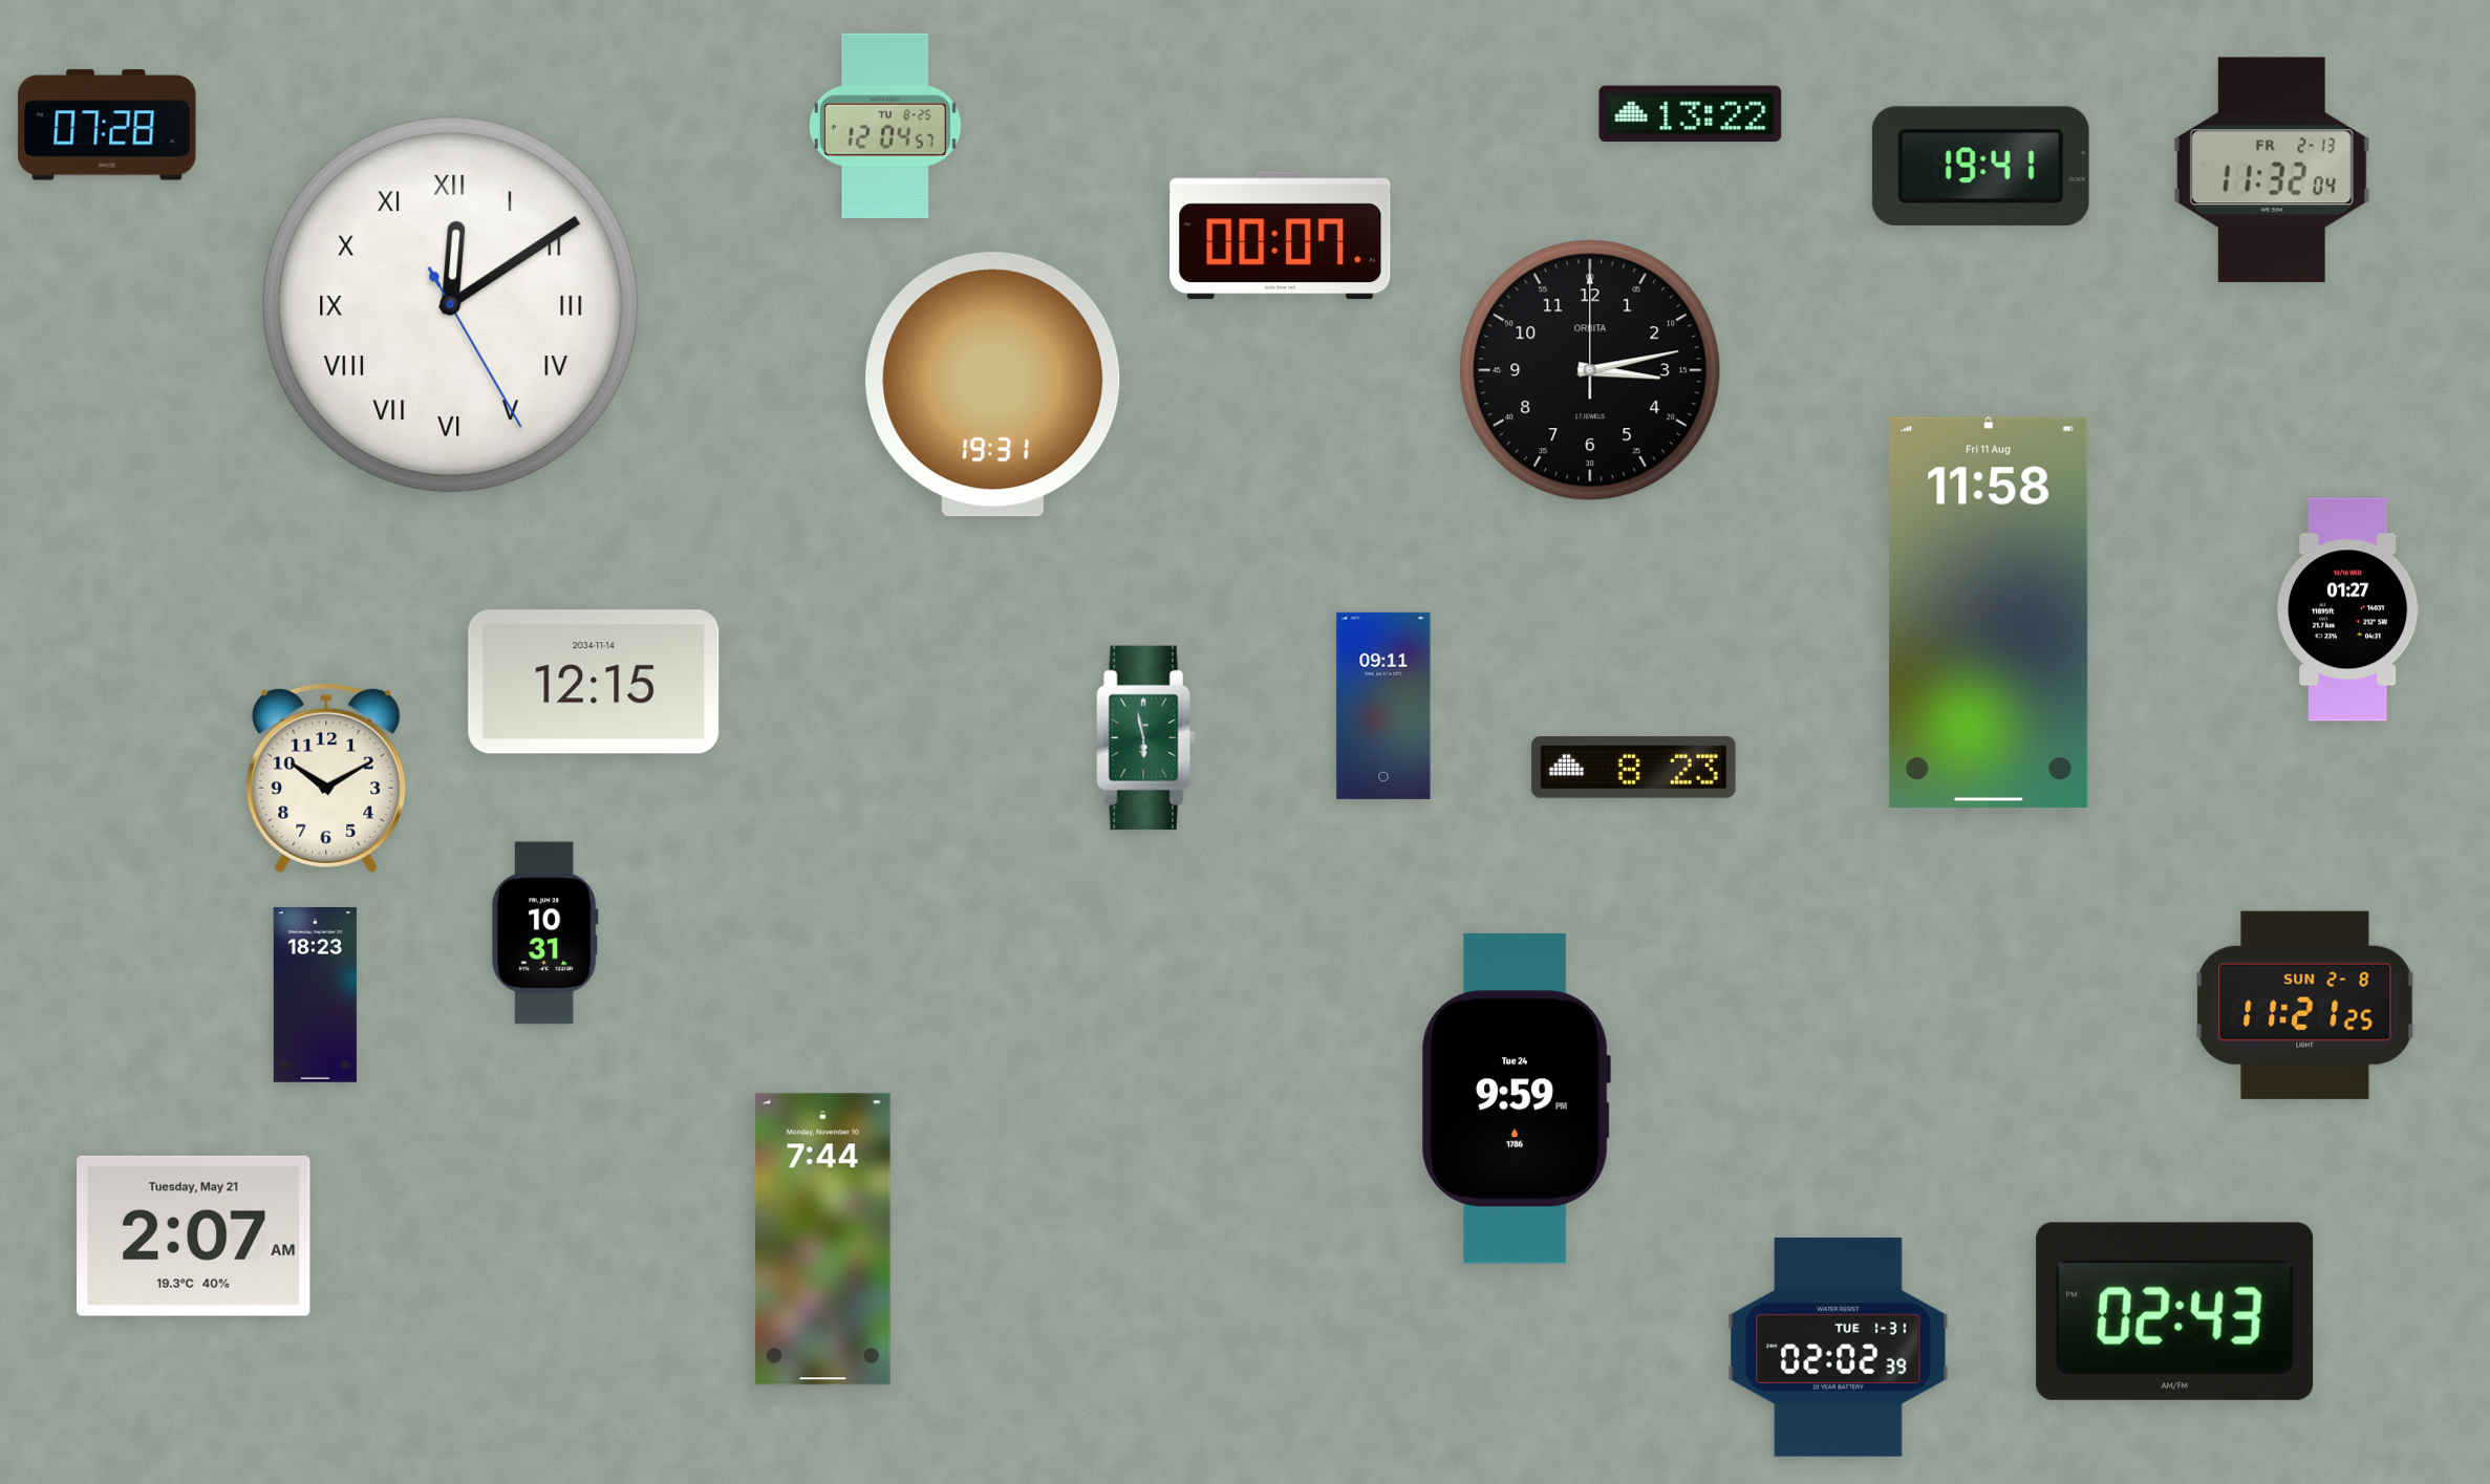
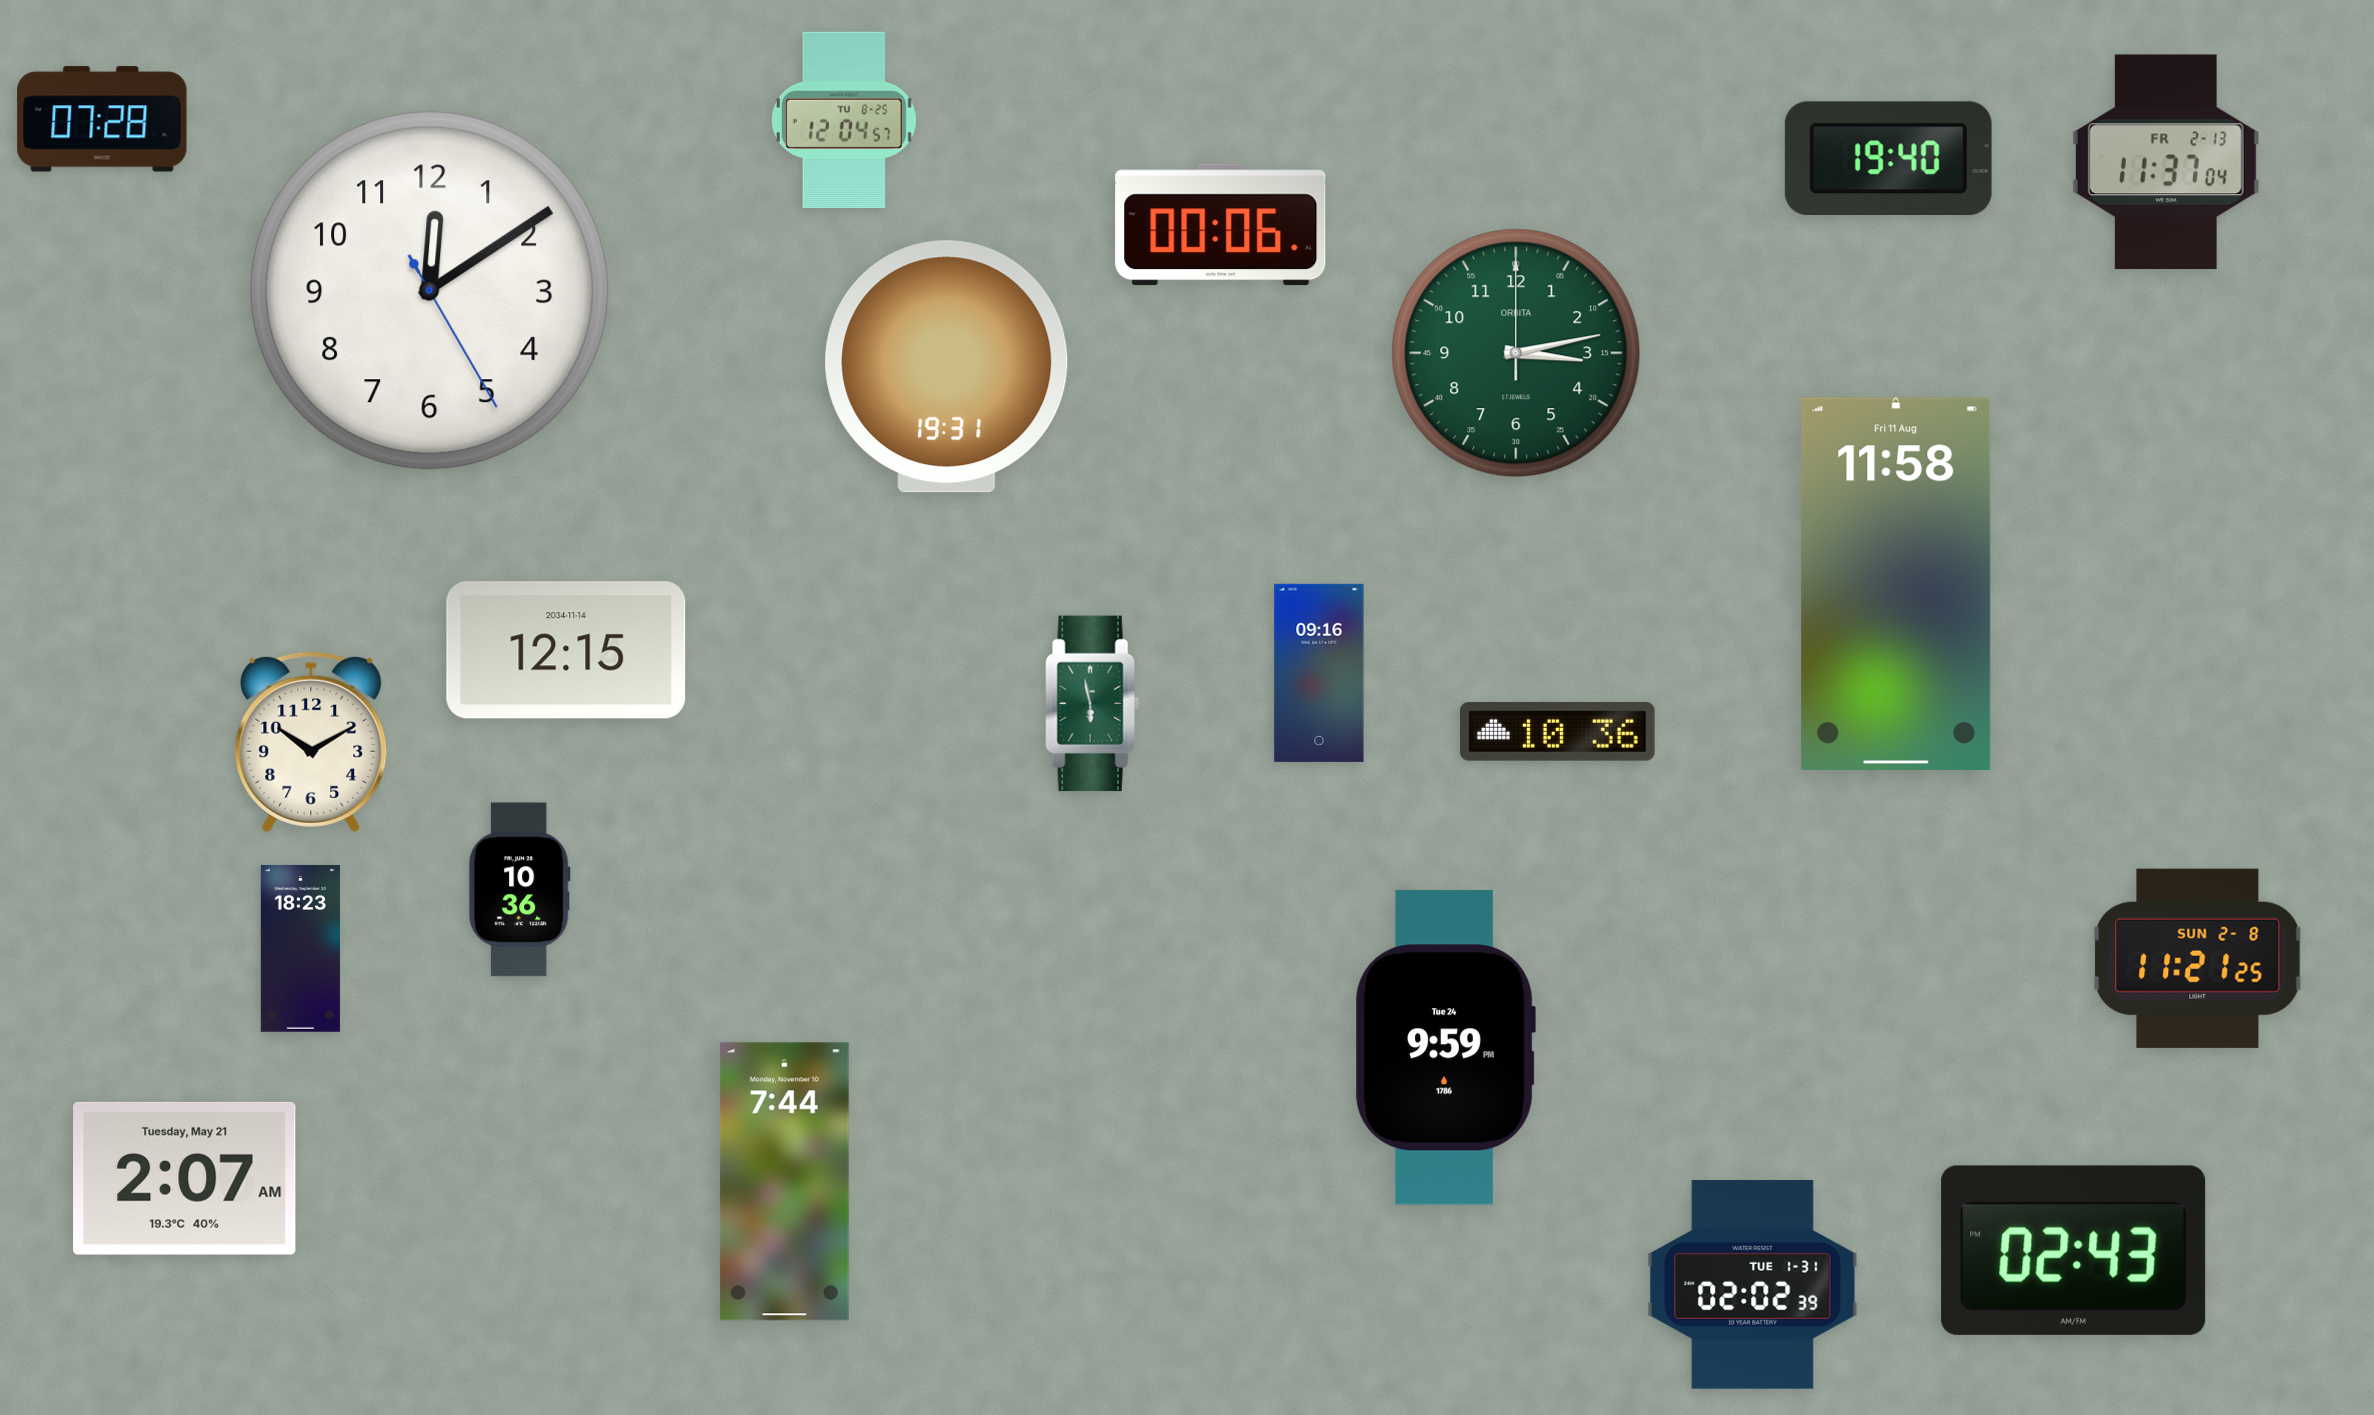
clock at (1691, 114): 13:22 -> none
clock at (1980, 166): 19:41 -> 19:40
clock at (2272, 170): 11:32 -> 11:37
clock at (1281, 236): 00:07 -> 00:06
clock at (451, 305) numerals: Roman -> Arabic
clock at (1590, 370) dial: black -> green
clock at (2349, 609): 01:27 -> none
clock at (1383, 706): 09:11 -> 09:16
clock at (1634, 768): 8:23 -> 10:36
clock at (544, 933): 10:31 -> 10:36
